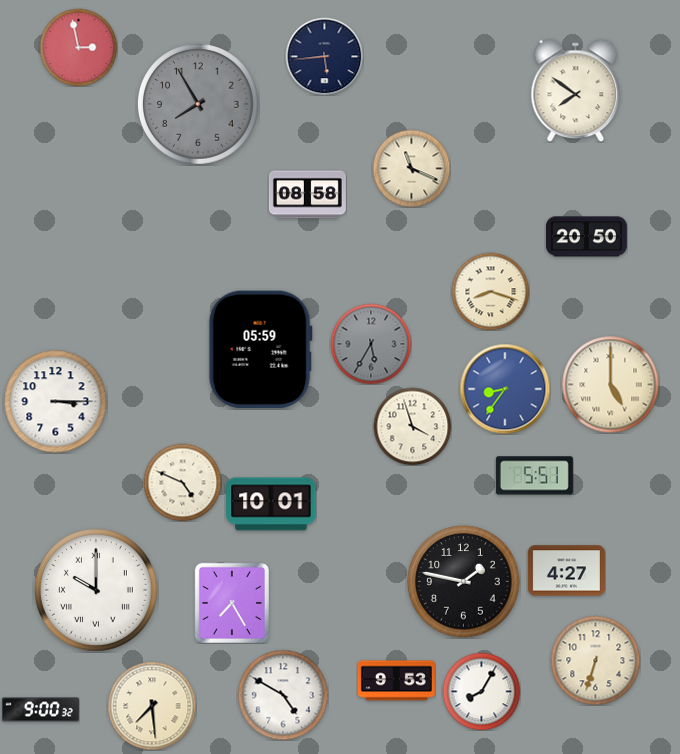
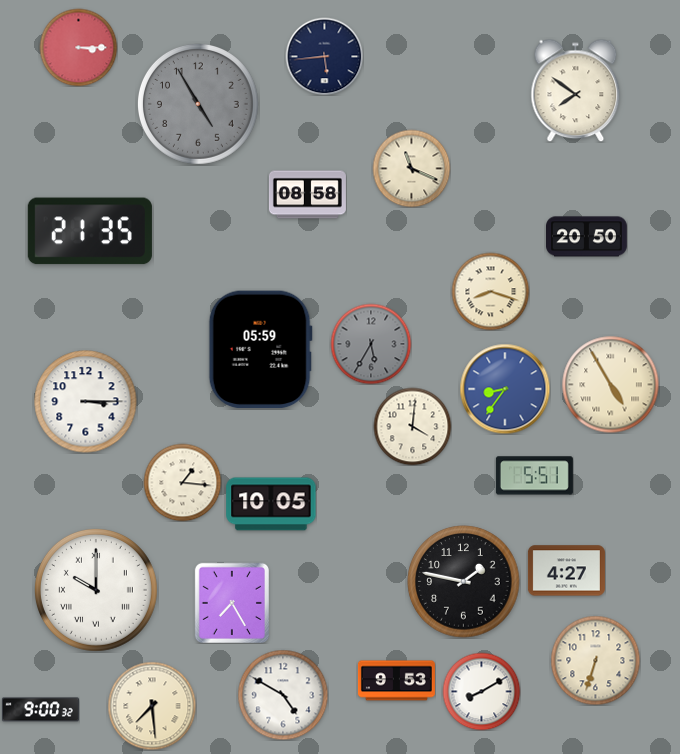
clock at (78, 47): 2:58 -> 3:15
clock at (199, 105): 7:55 -> 4:55
clock at (90, 231): none -> 21:35
clock at (610, 384): 5:00 -> 4:55
clock at (56, 402) position: (56, 402) -> (86, 402)
clock at (412, 426): 3:57 -> 4:01
clock at (182, 482): 4:49 -> 1:16
clock at (271, 504): 10:01 -> 10:05
clock at (481, 691): 8:05 -> 8:10
